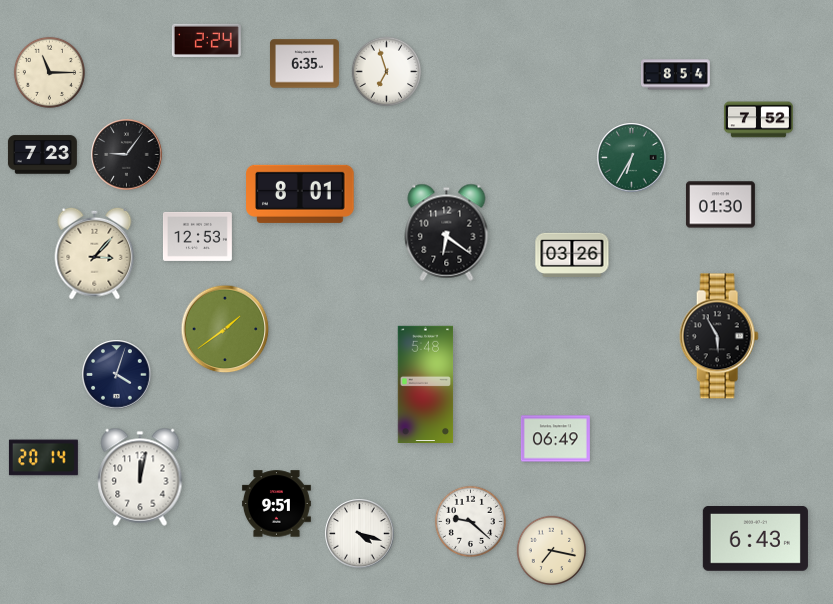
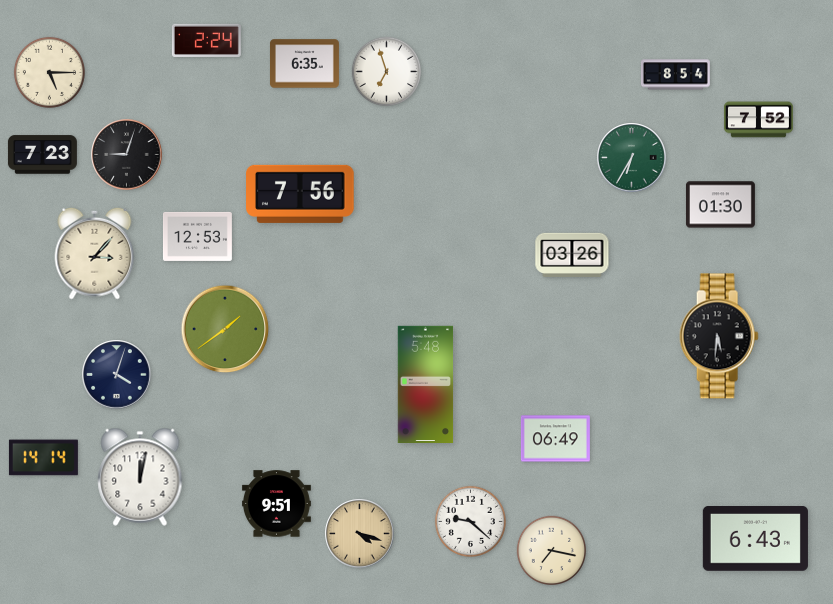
clock at (49, 72): 11:15 -> 5:15
clock at (127, 155): 9:06 -> 9:03
clock at (300, 194): 8:01 -> 7:56
clock at (447, 232): 6:21 -> none
clock at (719, 336): 5:55 -> 5:31
clock at (43, 458): 20:14 -> 14:14
clock at (360, 534) dial: white -> champagne
